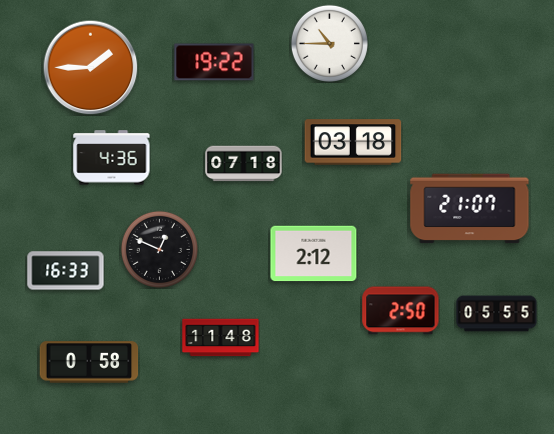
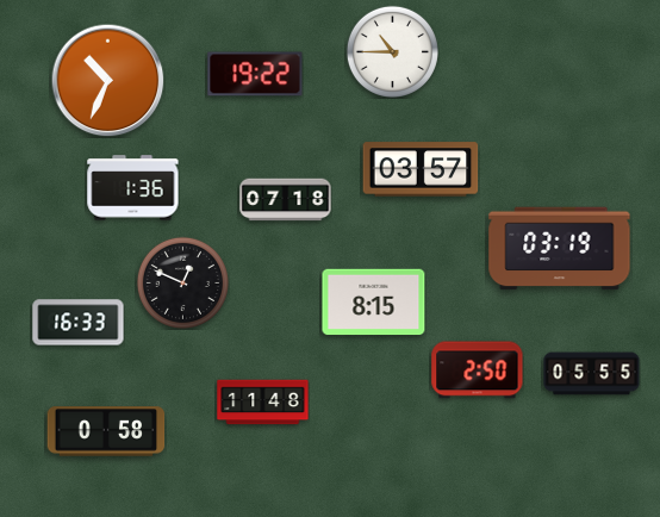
clock at (90, 67): 1:45 -> 10:34
clock at (353, 142): 03:18 -> 03:57
clock at (112, 158): 4:36 -> 1:36
clock at (244, 164) position: (244, 164) -> (286, 200)
clock at (470, 209): 21:07 -> 03:19
clock at (159, 249) position: (159, 249) -> (182, 282)
clock at (314, 254): 2:12 -> 8:15
